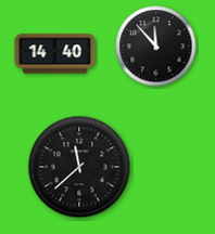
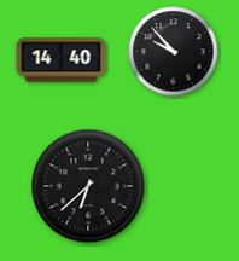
clock at (156, 47): 11:53 -> 9:53
clock at (79, 167): 11:38 -> 6:38
